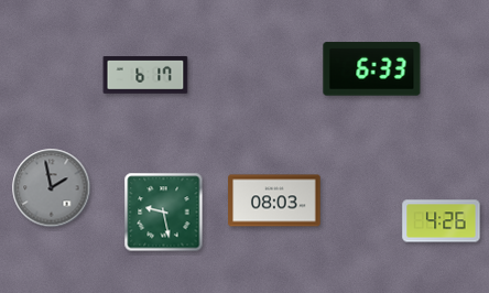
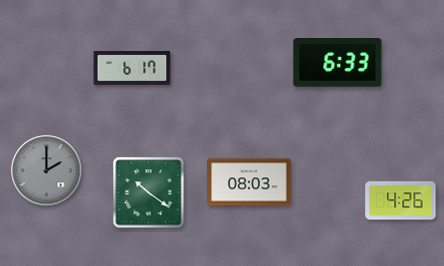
clock at (52, 188): 1:58 -> 2:00
clock at (164, 213): 9:28 -> 10:21
